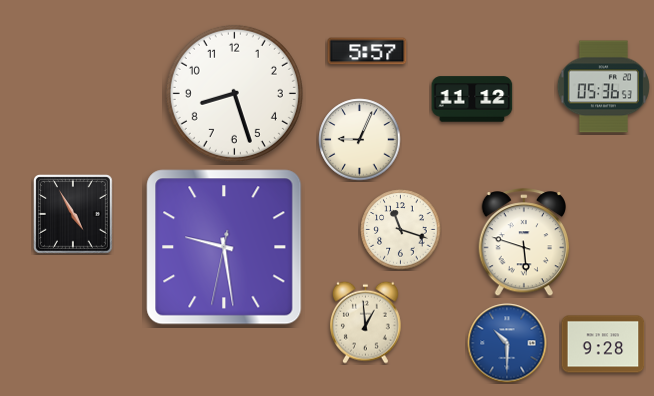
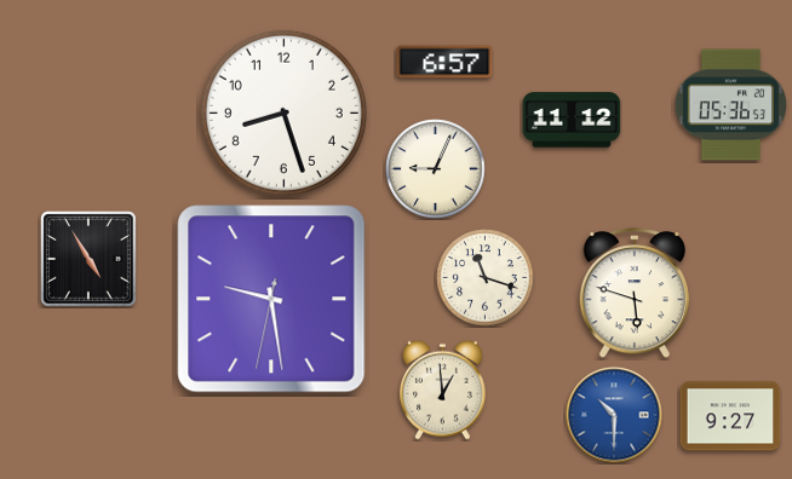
clock at (367, 51): 5:57 -> 6:57
clock at (603, 344): 9:28 -> 9:27
